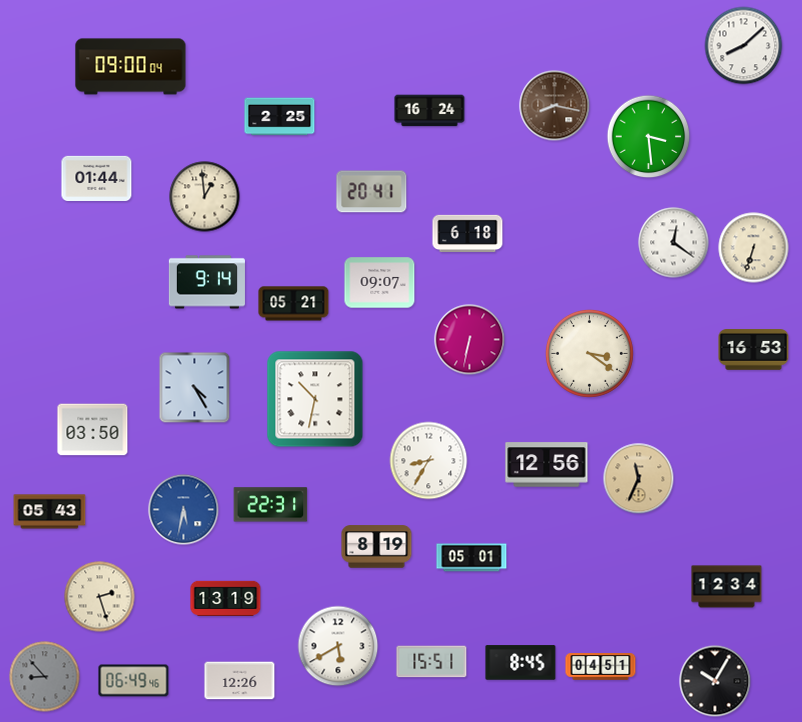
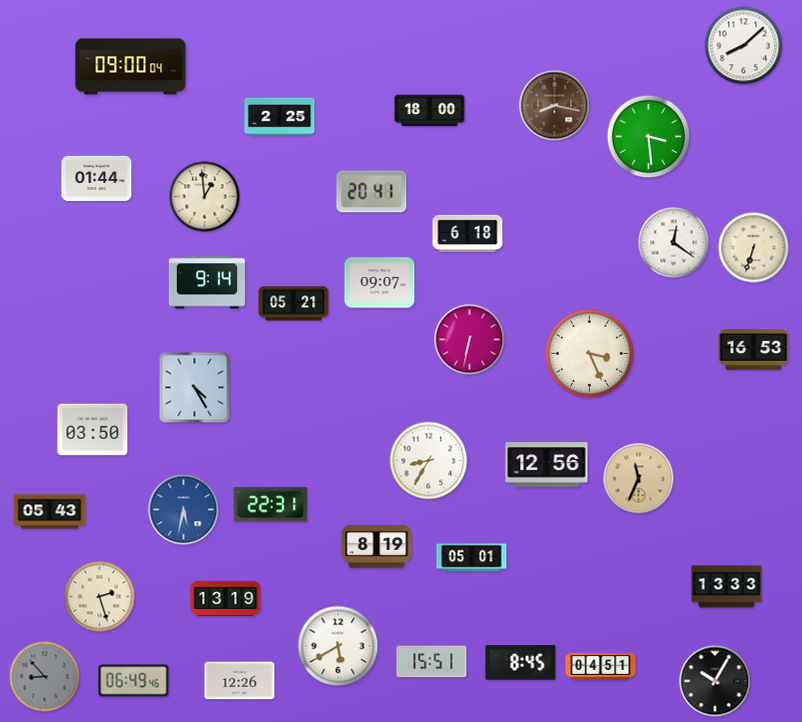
clock at (430, 111): 16:24 -> 18:00
clock at (589, 353): 3:21 -> 3:26
clock at (315, 399): 10:32 -> none
clock at (727, 587): 12:34 -> 13:33
